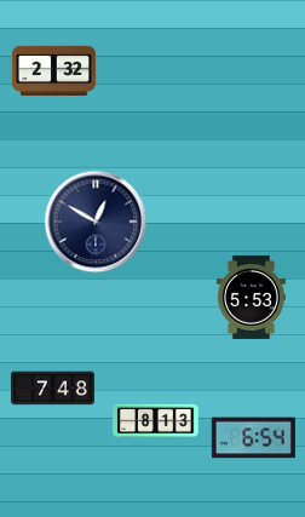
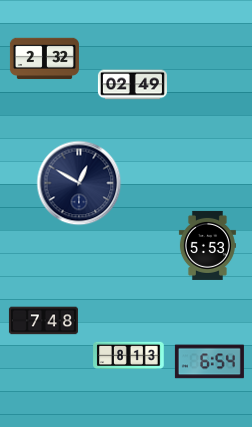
clock at (132, 85): none -> 02:49
clock at (156, 421) position: (156, 421) -> (129, 356)
